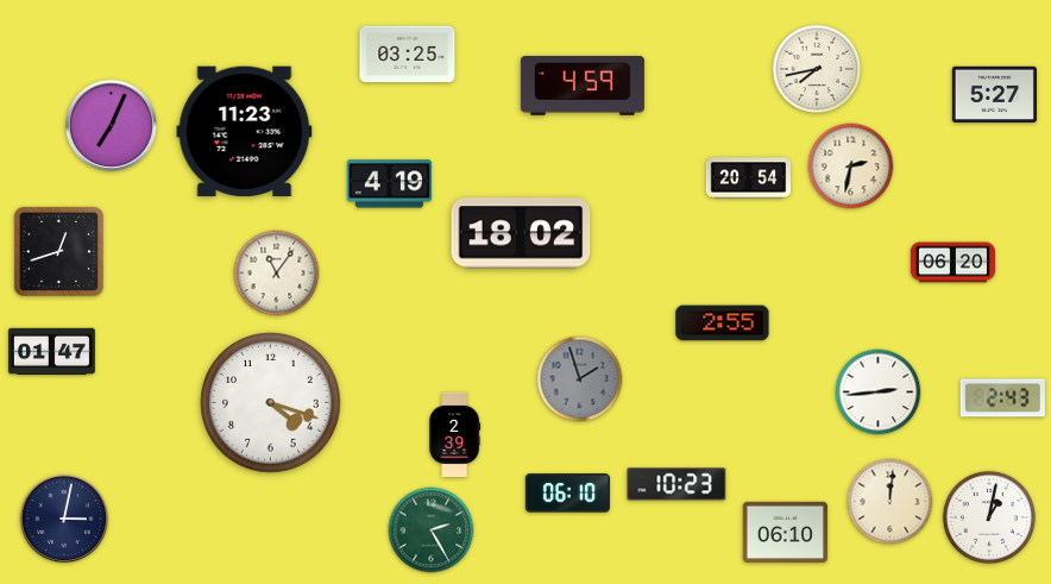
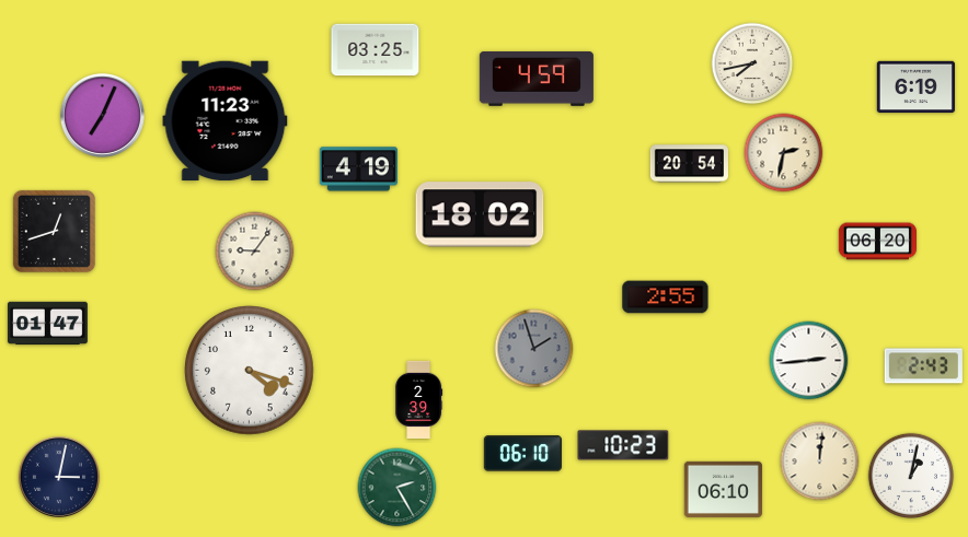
clock at (994, 94): 5:27 -> 6:19
clock at (277, 274): 11:06 -> 9:06
